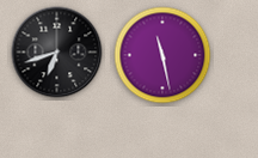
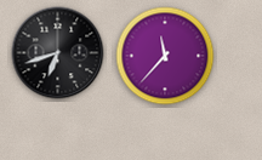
clock at (162, 55): 11:28 -> 11:37
